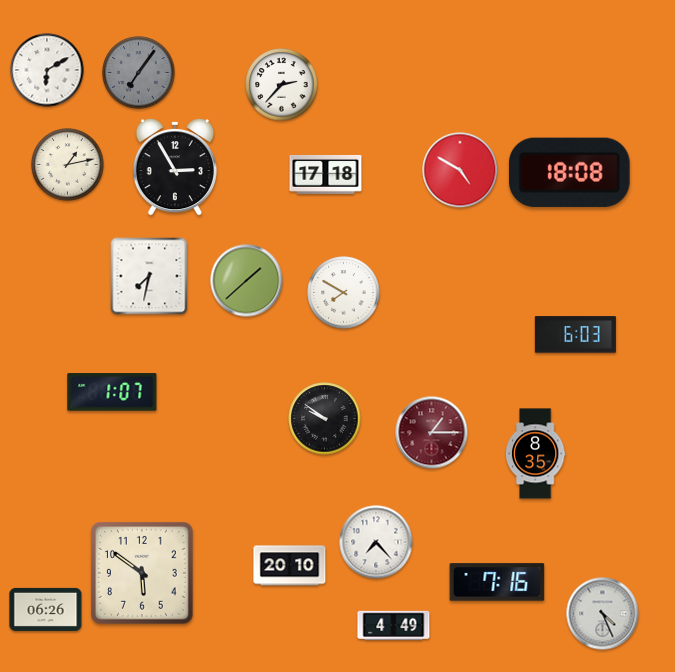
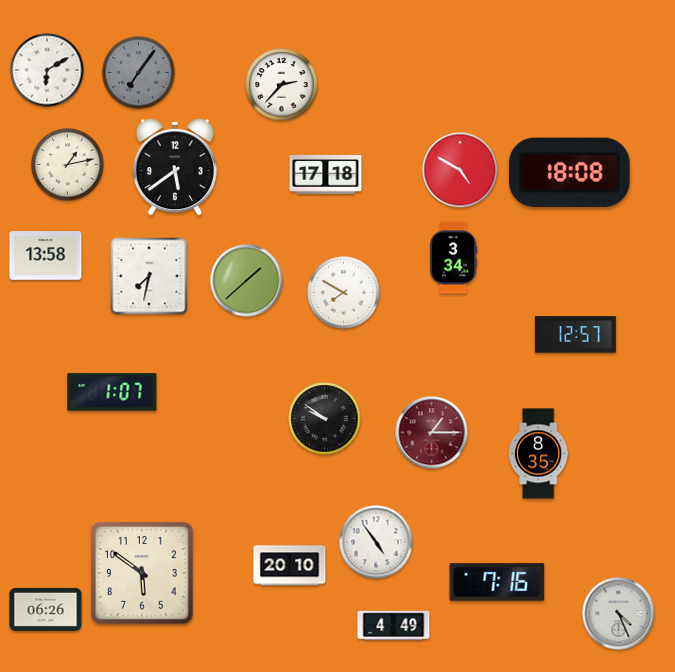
clock at (175, 168): 2:55 -> 5:39
clock at (46, 256): none -> 13:58
clock at (453, 258): none -> 3:34
clock at (575, 335): 6:03 -> 12:57
clock at (535, 454) position: (535, 454) -> (538, 454)
clock at (376, 542): 7:23 -> 4:54
clock at (603, 614) position: (603, 614) -> (619, 614)
